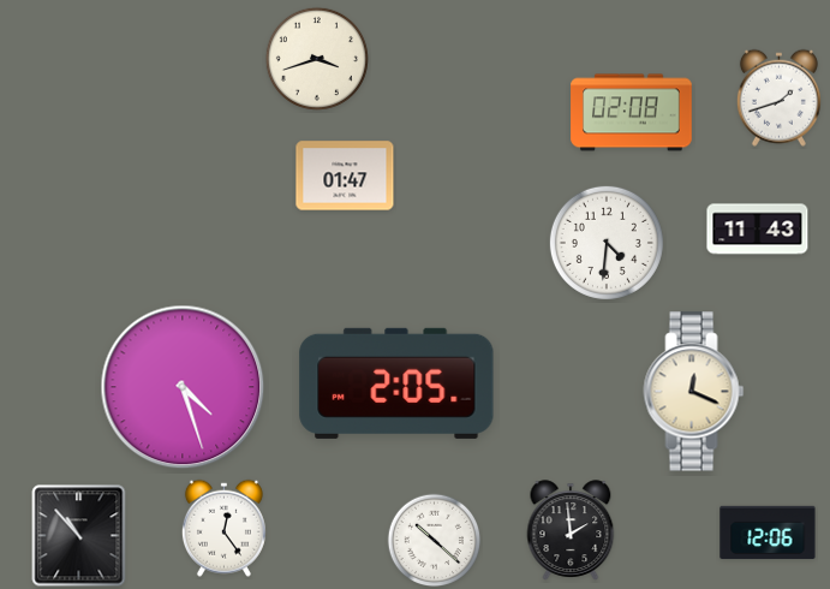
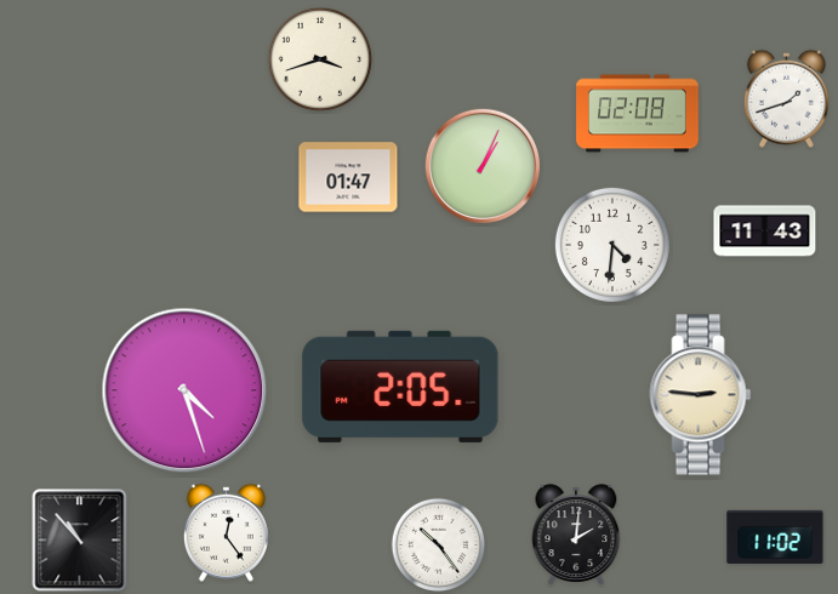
clock at (483, 166): none -> 1:04
clock at (694, 392): 12:19 -> 2:46
clock at (571, 530): 1:59 -> 2:01
clock at (768, 531): 12:06 -> 11:02
clock at (435, 541): 10:22 -> 10:24
